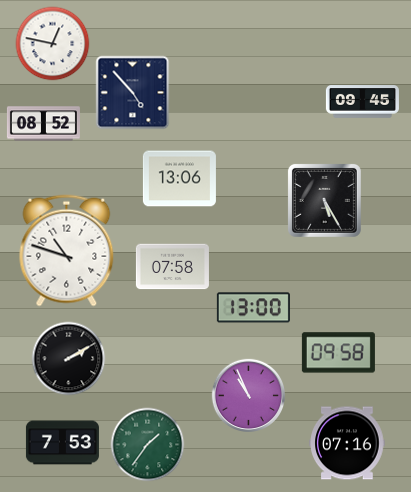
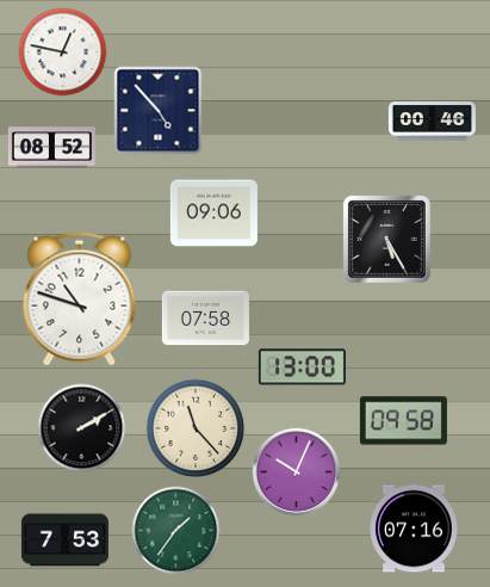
clock at (362, 102): 09:45 -> 00:46
clock at (179, 179): 13:06 -> 09:06
clock at (196, 428): none -> 11:23
clock at (248, 395): 10:56 -> 10:04
clock at (62, 443) position: (62, 443) -> (64, 540)
